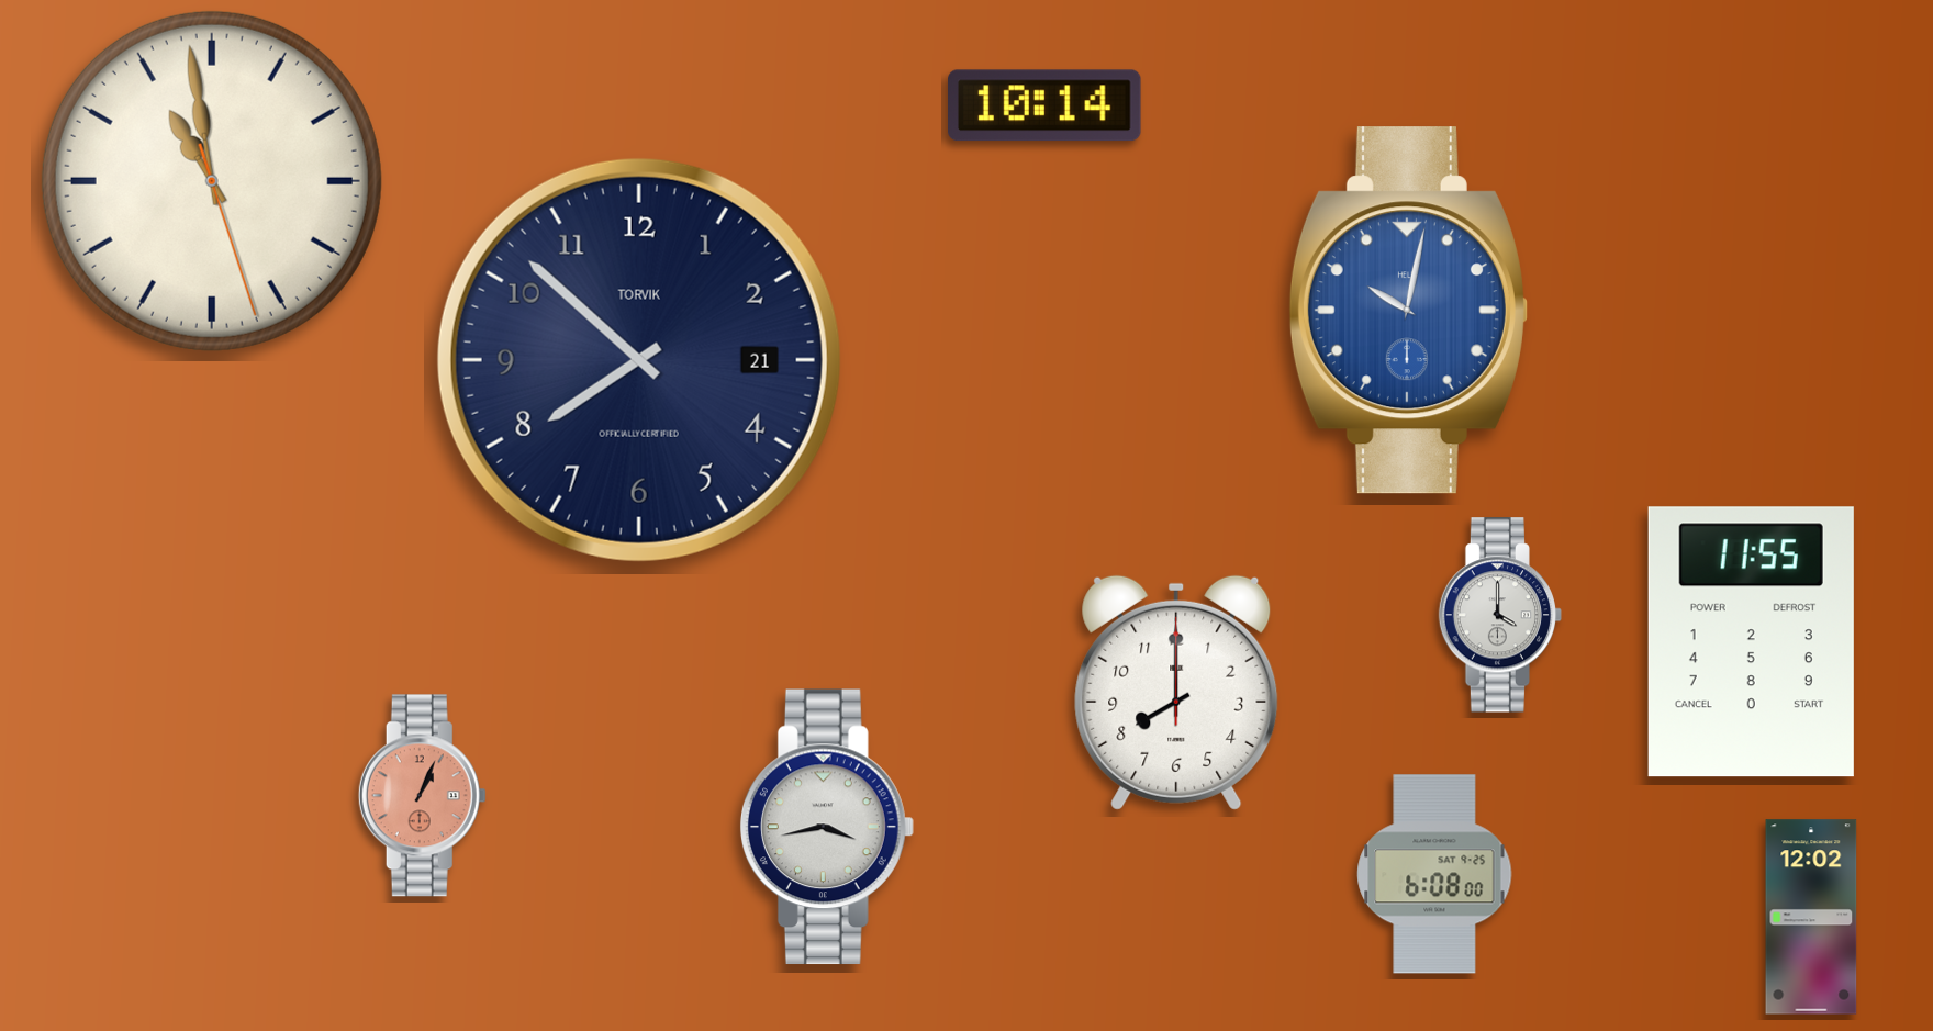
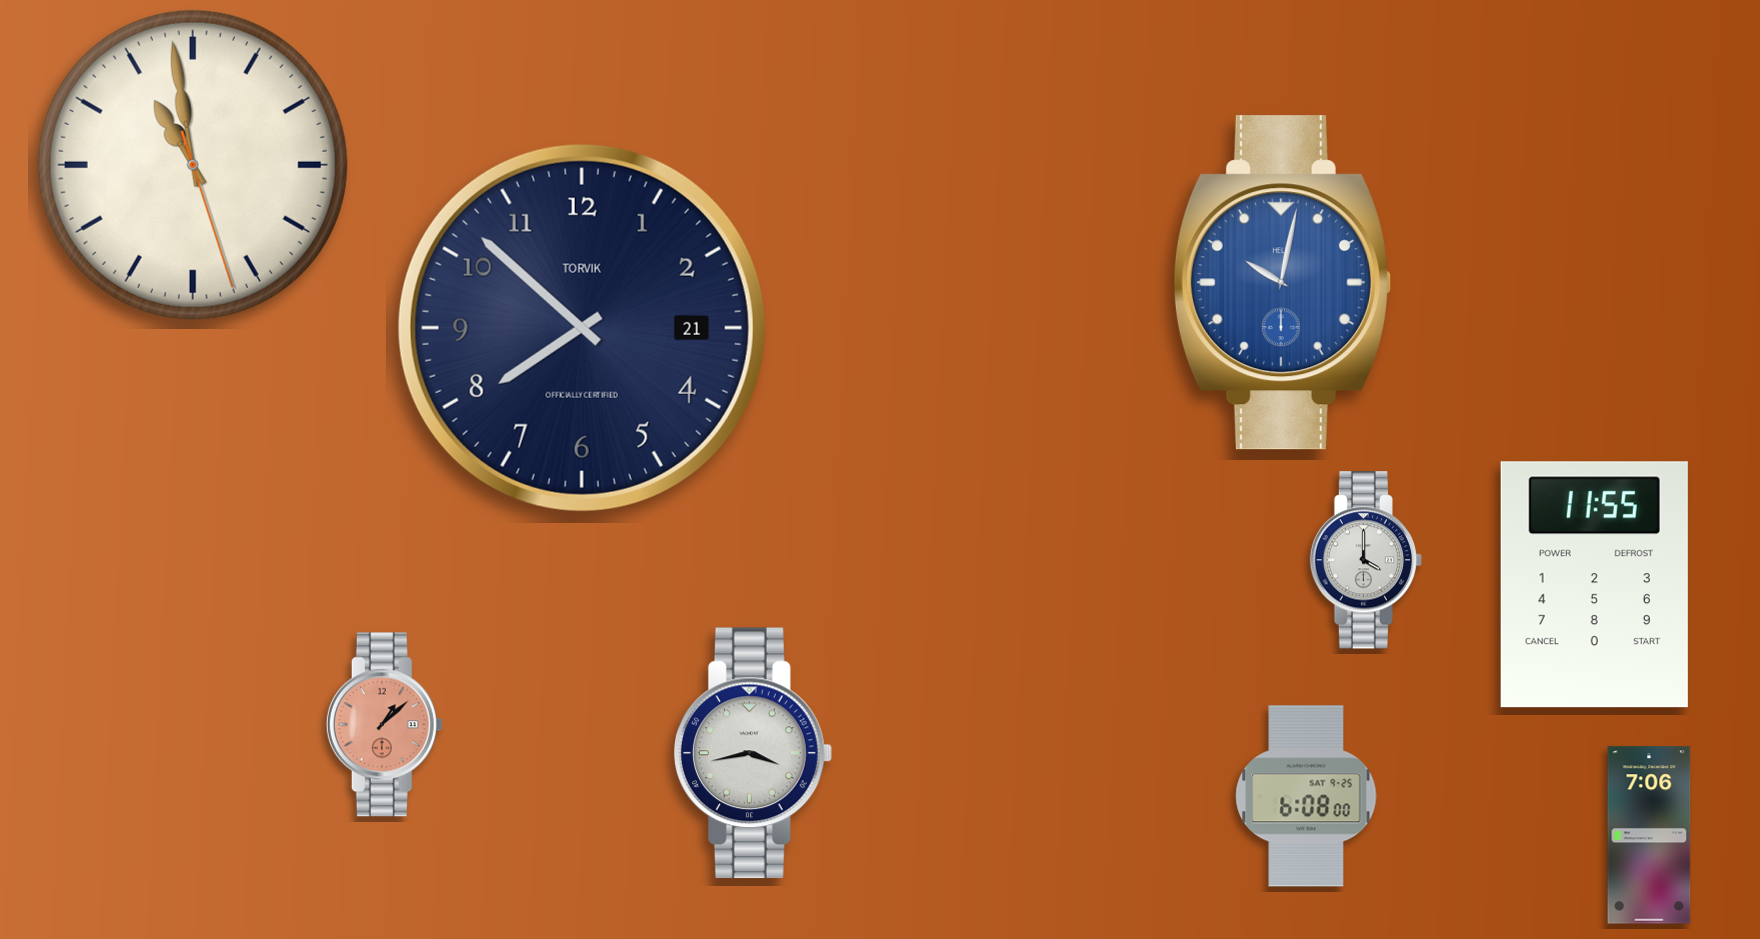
clock at (1046, 105): 10:14 -> none
clock at (1176, 693): 8:00 -> none
clock at (422, 796): 1:04 -> 1:08
clock at (1811, 917): 12:02 -> 7:06
